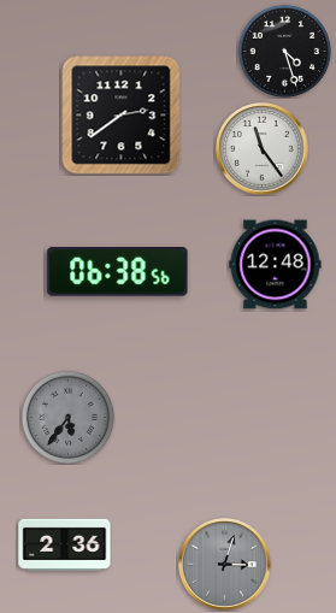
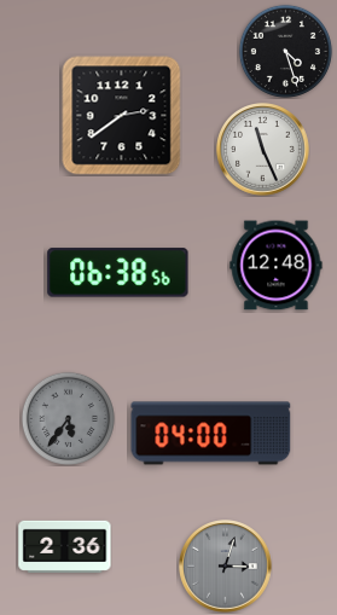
clock at (263, 149): 11:24 -> 11:26
clock at (211, 434): none -> 04:00
